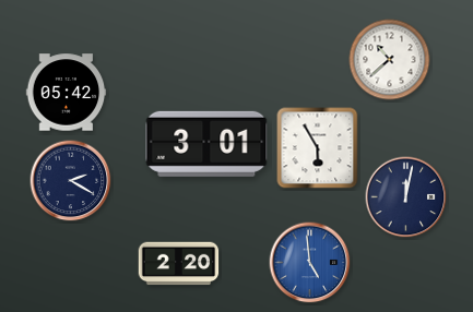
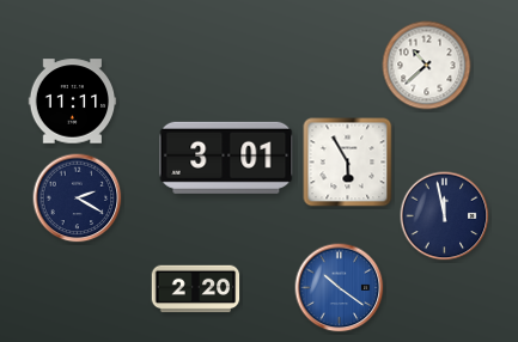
clock at (67, 93): 05:42 -> 11:11
clock at (406, 197): 12:02 -> 11:58
clock at (310, 263): 4:59 -> 10:21
